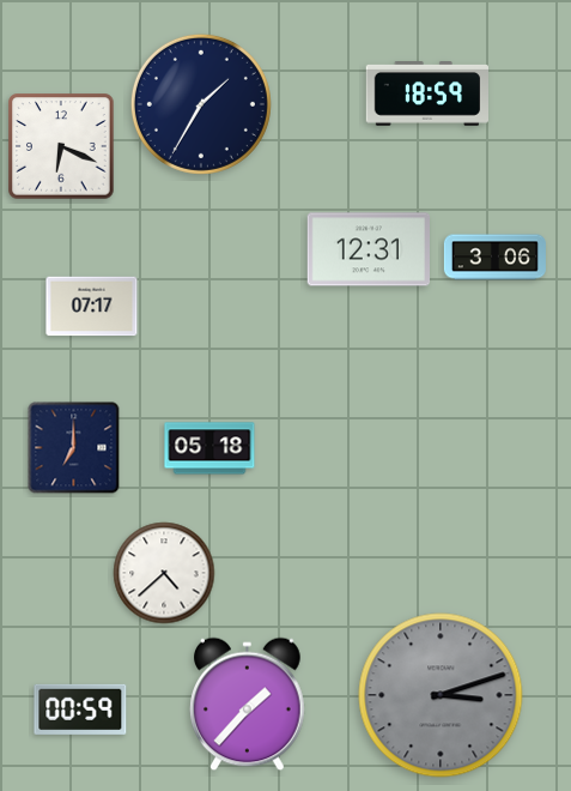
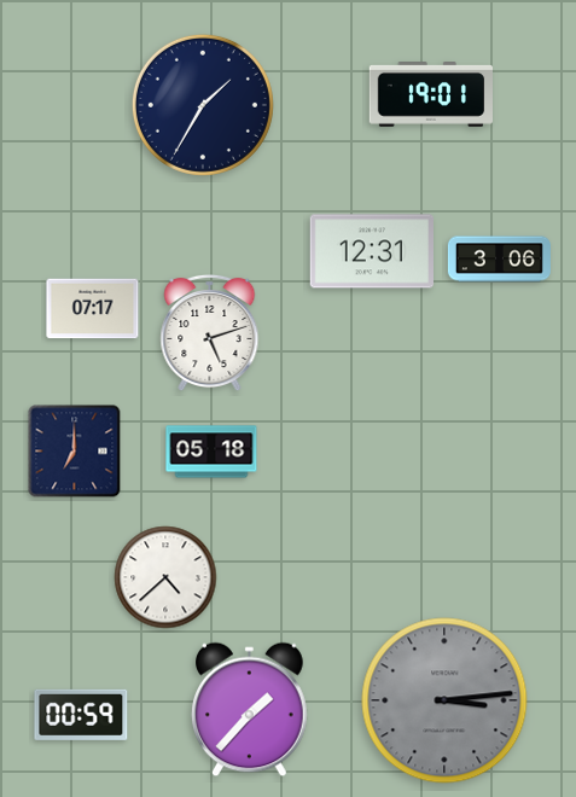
clock at (427, 95): 18:59 -> 19:01
clock at (61, 146): 6:19 -> none
clock at (210, 333): none -> 5:12
clock at (441, 695): 3:12 -> 3:14
